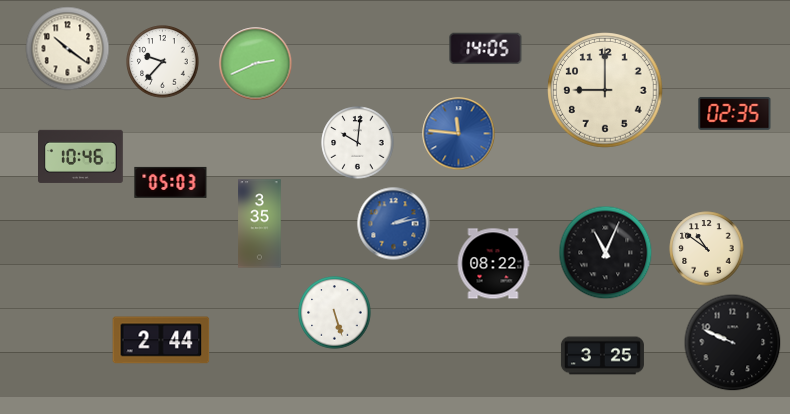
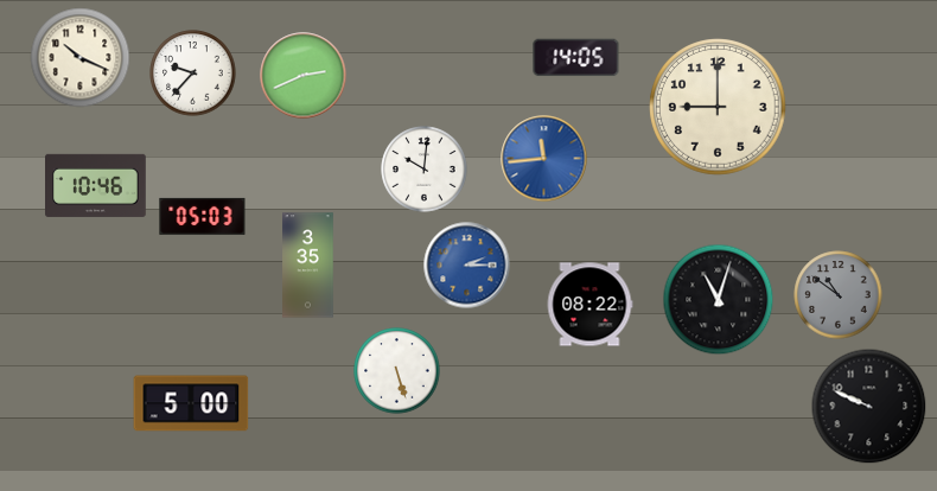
clock at (68, 49): 10:21 -> 10:19
clock at (735, 113): 02:35 -> none
clock at (459, 134): 11:46 -> 11:44
clock at (394, 224): 2:13 -> 2:15
clock at (707, 249) dial: cream -> grey
clock at (606, 253): 11:04 -> 11:03
clock at (493, 264) position: (493, 264) -> (589, 305)
clock at (161, 340): 2:44 -> 5:00
clock at (602, 356): 3:25 -> none
